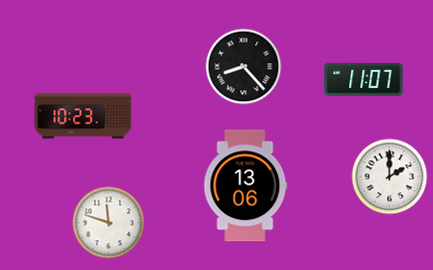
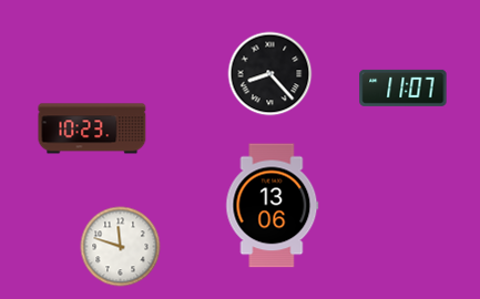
clock at (390, 177): 2:00 -> none
